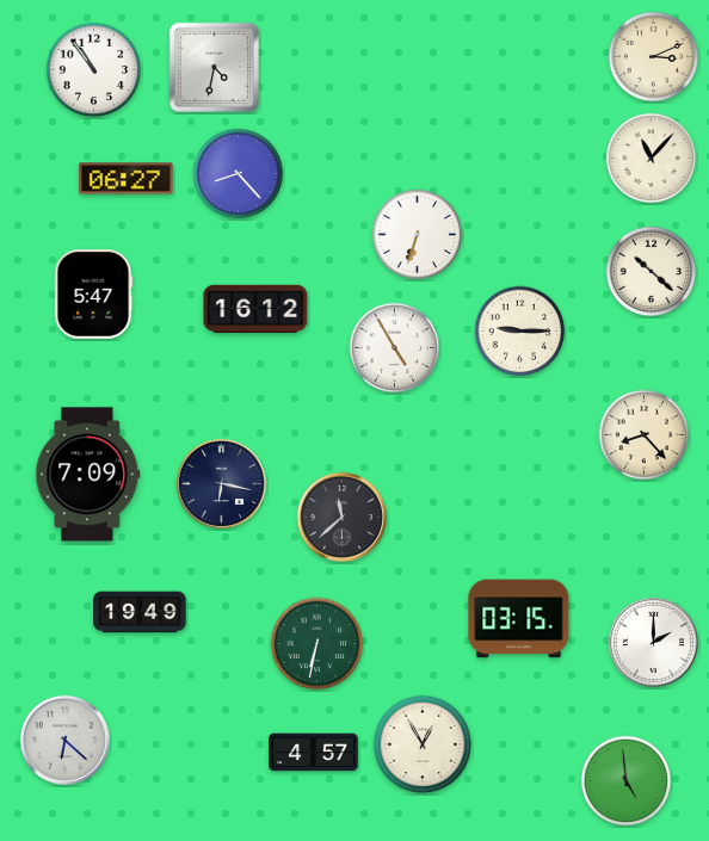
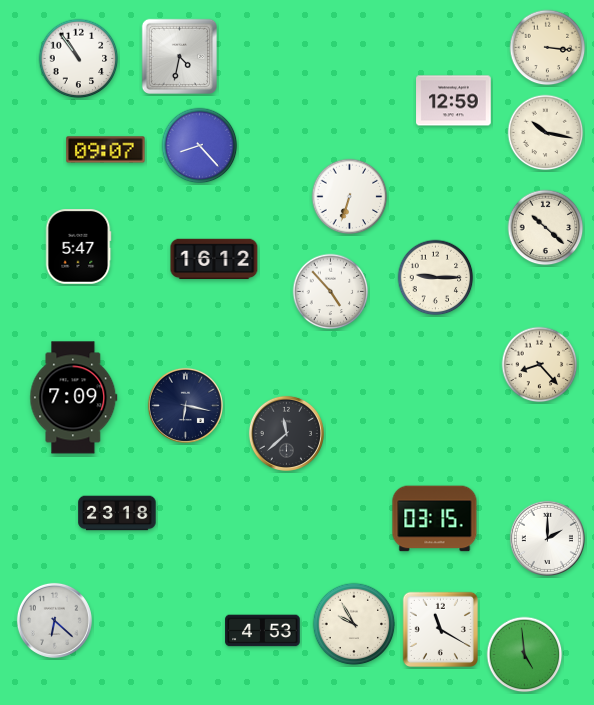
clock at (654, 57): 3:11 -> 3:16
clock at (454, 101): none -> 12:59
clock at (652, 159): 11:07 -> 10:17
clock at (127, 179): 06:27 -> 09:07
clock at (395, 348): 4:55 -> 4:53
clock at (140, 612): 19:49 -> 23:18
clock at (317, 644): 6:32 -> none
clock at (423, 744): 12:55 -> 9:55
clock at (440, 629): none -> 11:20
clock at (314, 753): 4:57 -> 4:53
